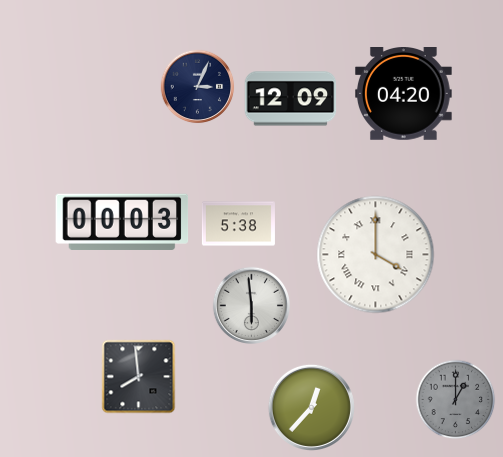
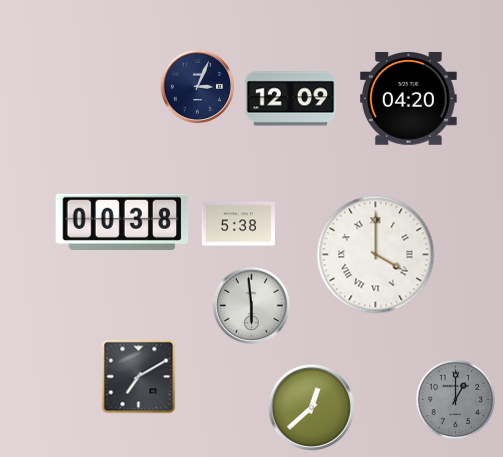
clock at (404, 94) position: (404, 94) -> (409, 99)
clock at (122, 222): 00:03 -> 00:38
clock at (139, 377): 7:59 -> 7:10
clock at (311, 407): 12:37 -> 12:38
